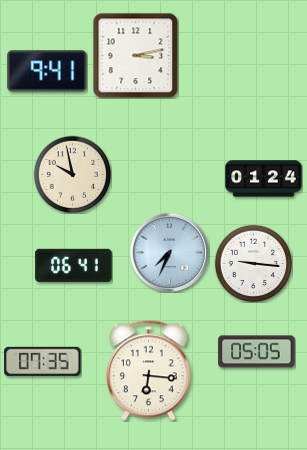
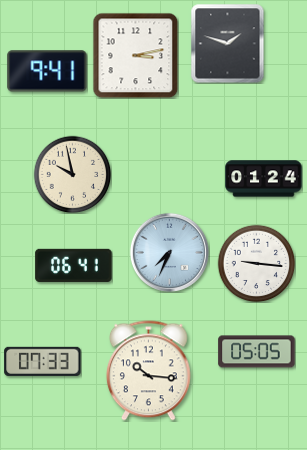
clock at (228, 43): none -> 1:48
clock at (253, 263) position: (253, 263) -> (256, 263)
clock at (43, 361): 07:35 -> 07:33
clock at (148, 371): 6:16 -> 10:16
